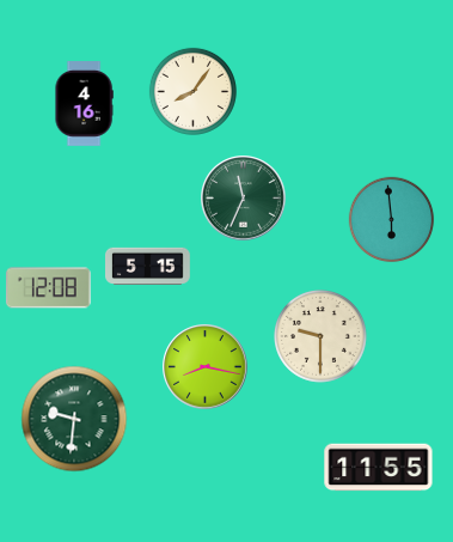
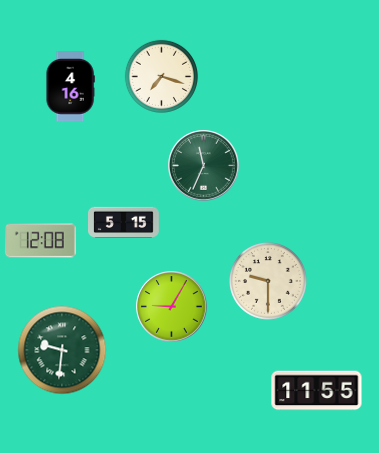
clock at (192, 91): 8:06 -> 7:18
clock at (392, 220): 5:59 -> none
clock at (206, 367): 8:17 -> 9:05
